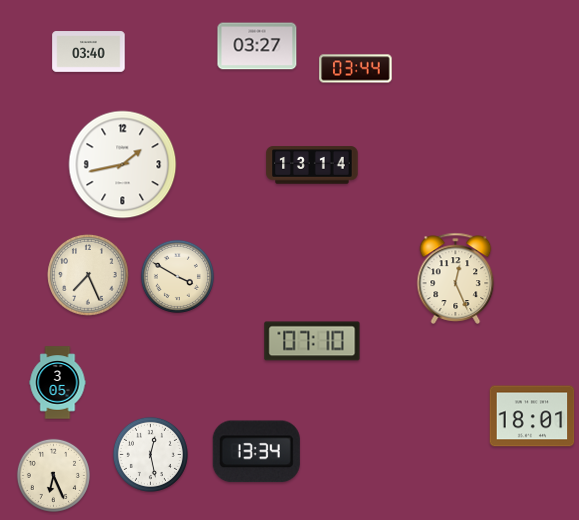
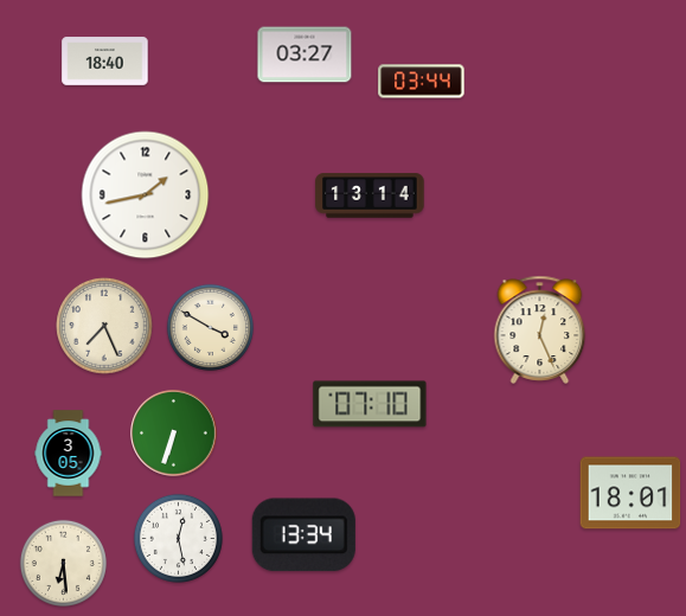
clock at (89, 52): 03:40 -> 18:40
clock at (174, 434): none -> 6:33
clock at (53, 475): 6:26 -> 6:29
